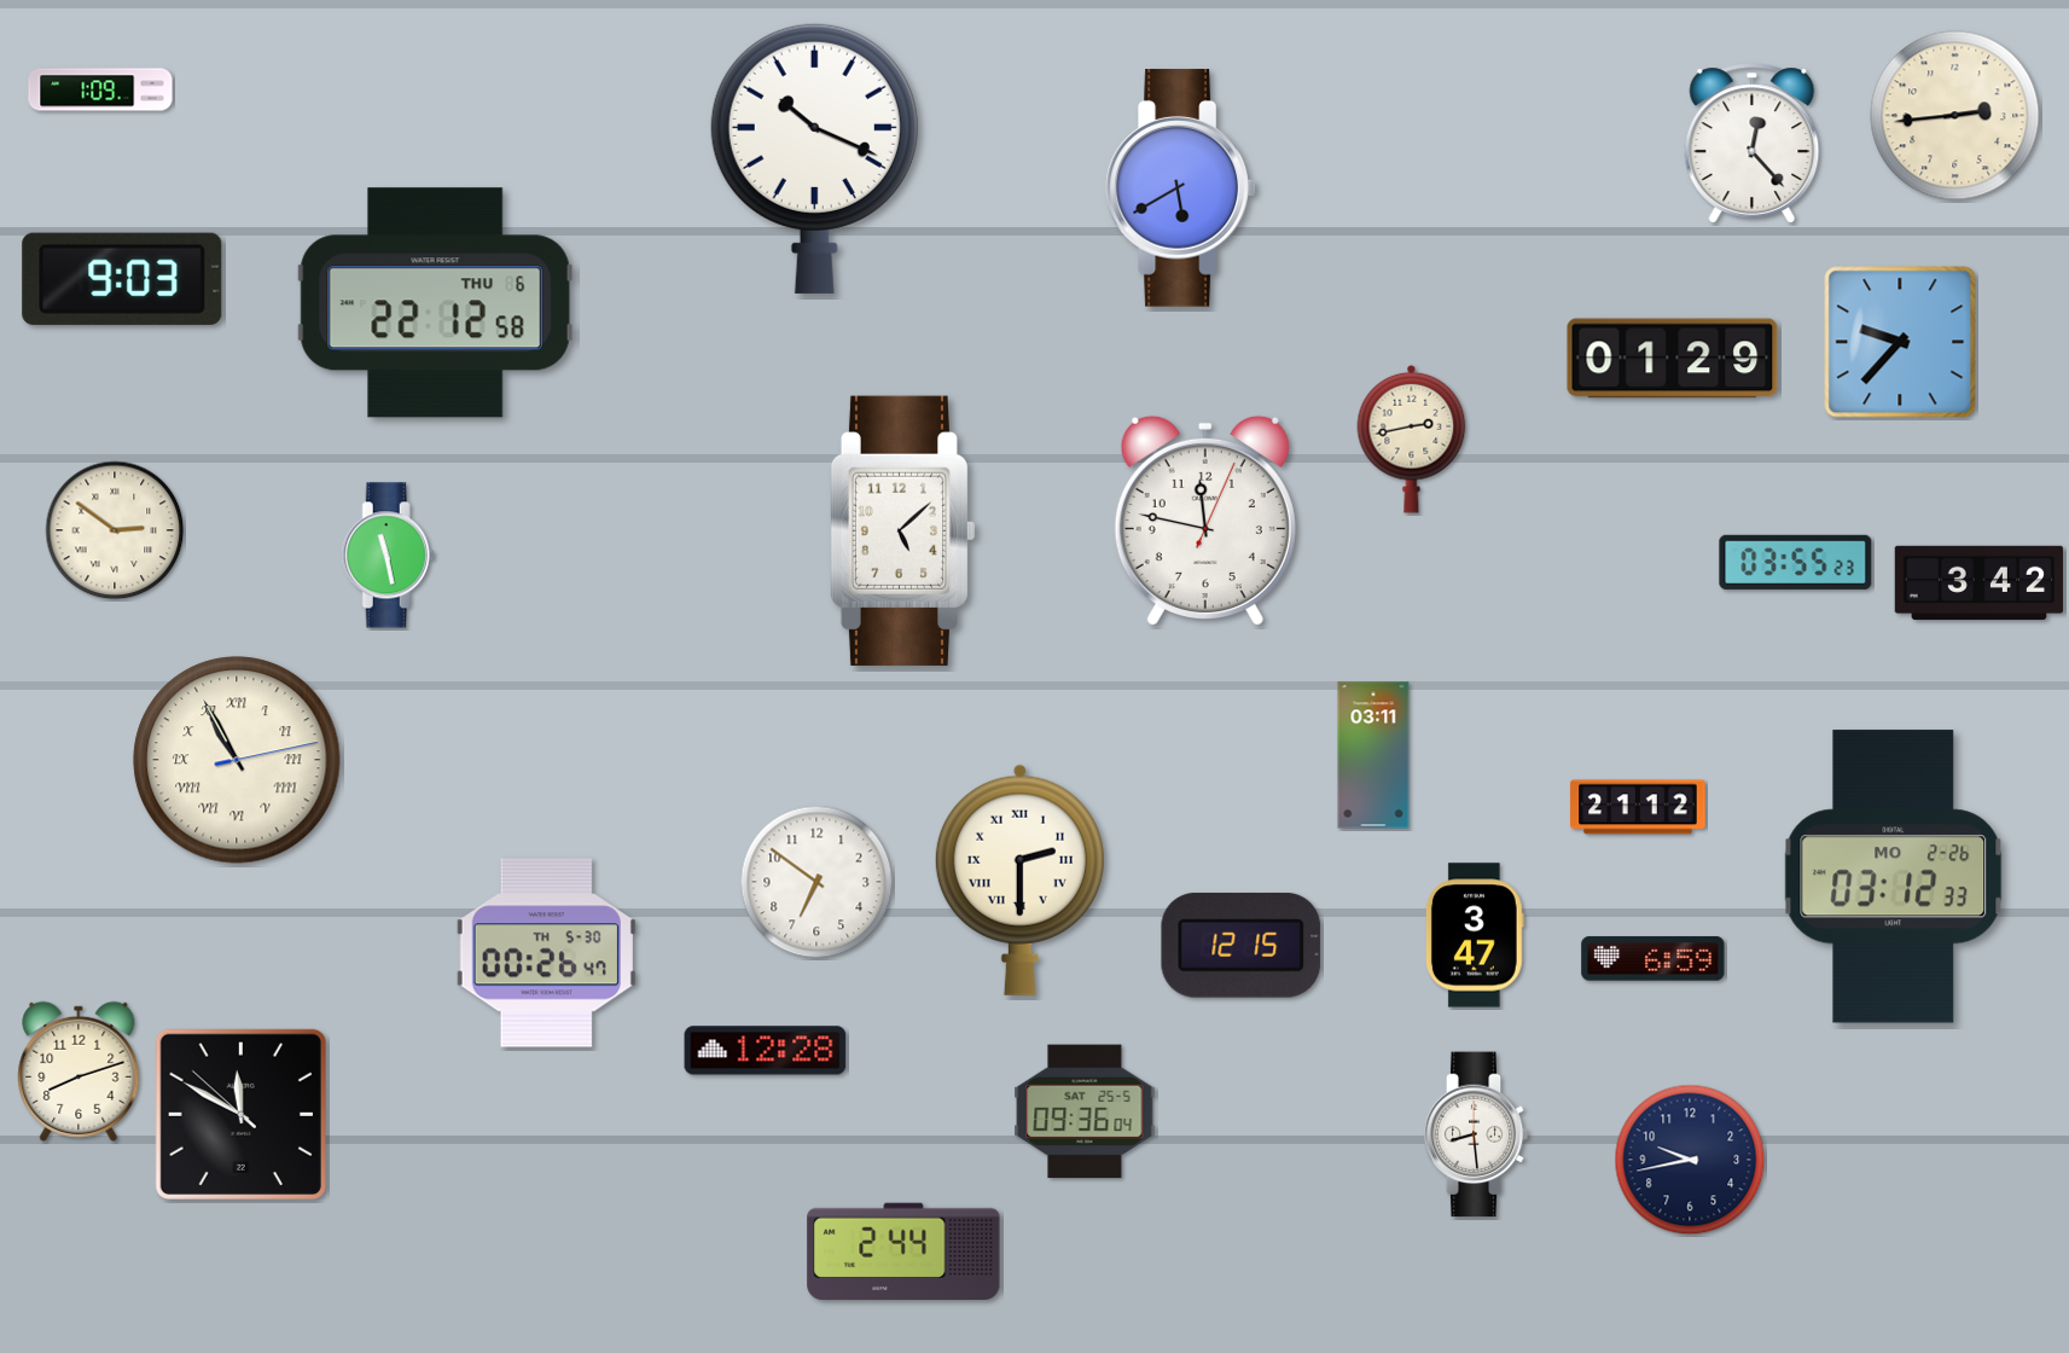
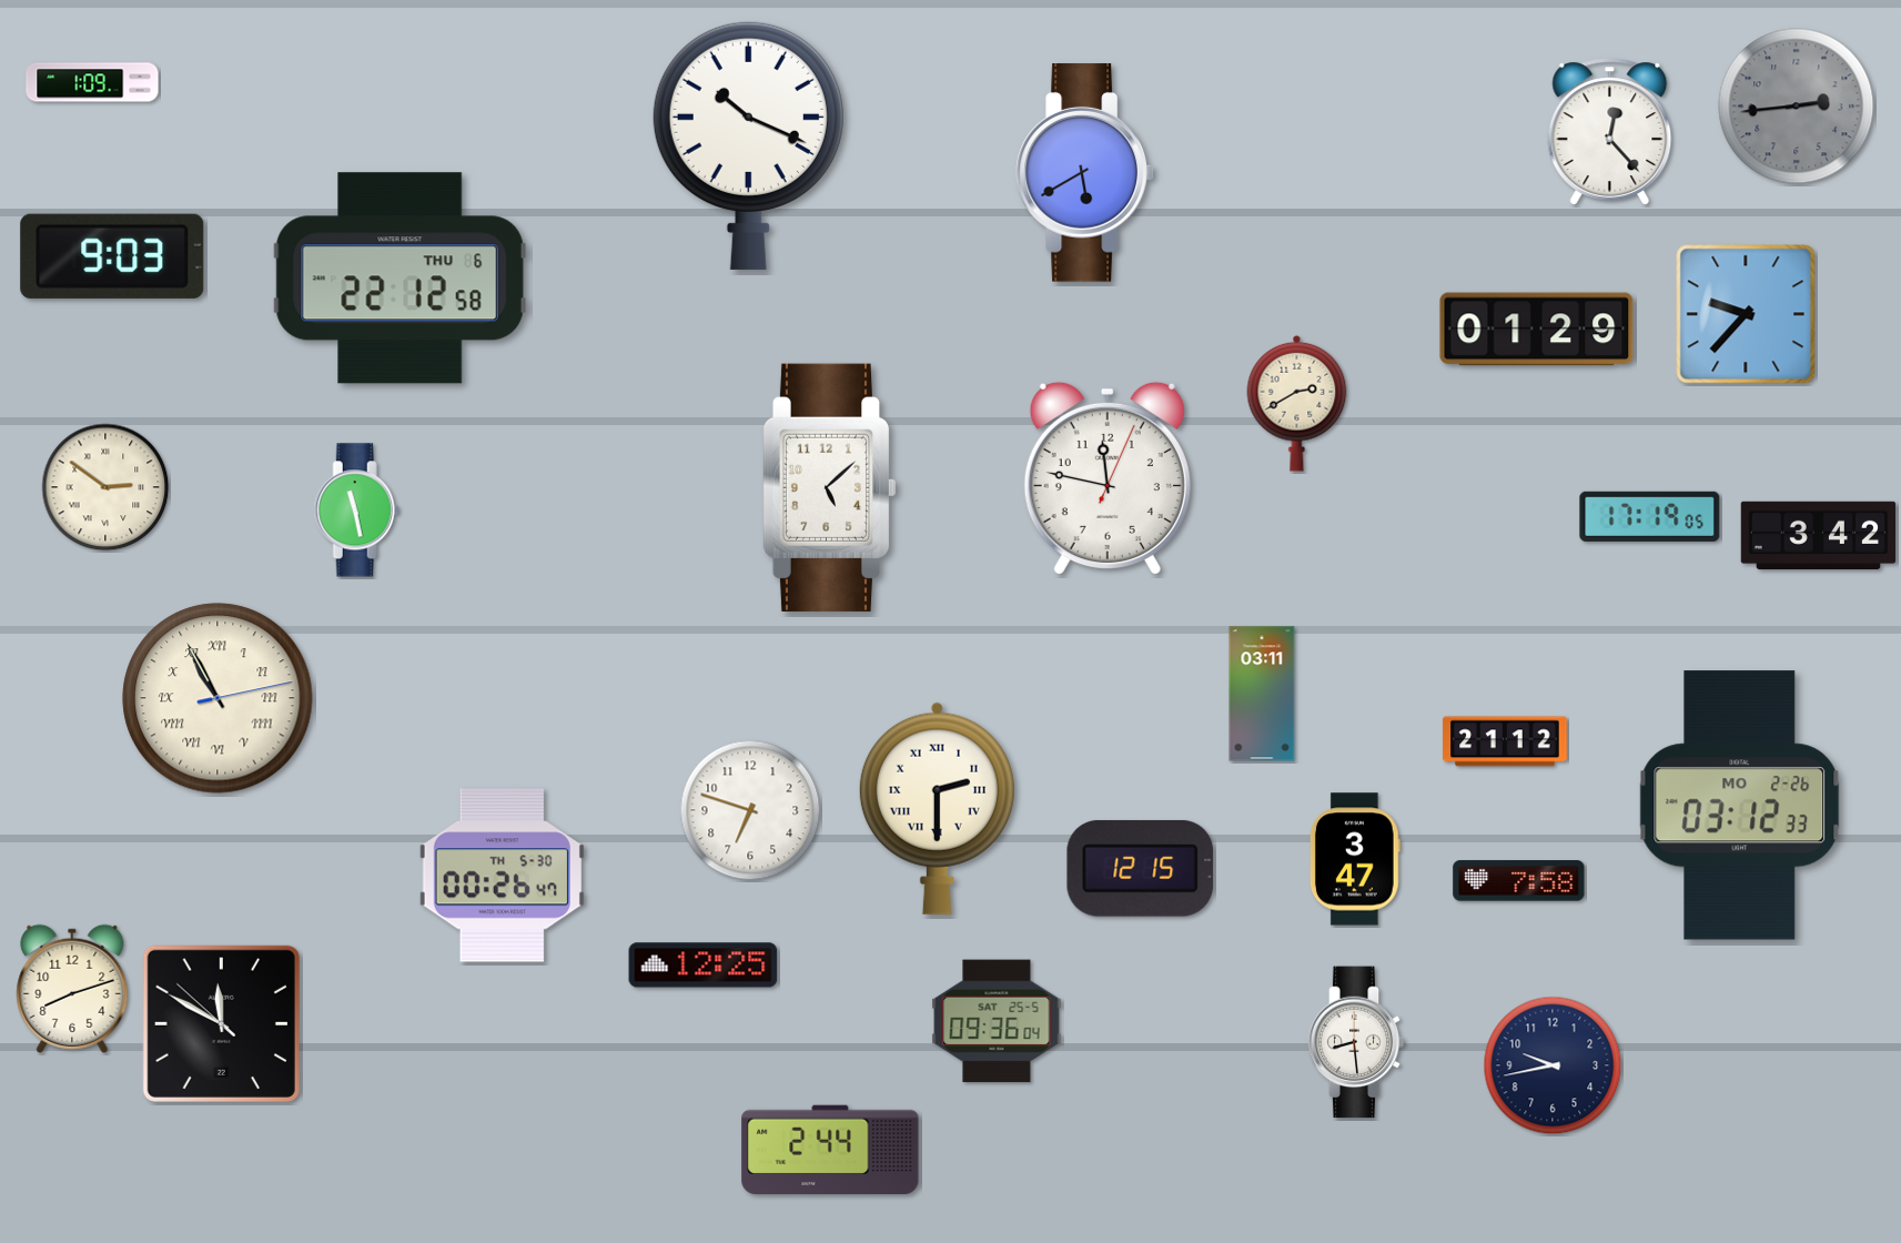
clock at (1955, 116) dial: cream -> grey
clock at (1412, 439): 2:43 -> 2:40
clock at (1796, 562): 03:55 -> 17:19
clock at (816, 882): 6:51 -> 6:48
clock at (1654, 959): 6:59 -> 7:58
clock at (766, 1051): 12:28 -> 12:25
clock at (79, 1072) position: (79, 1072) -> (72, 989)
